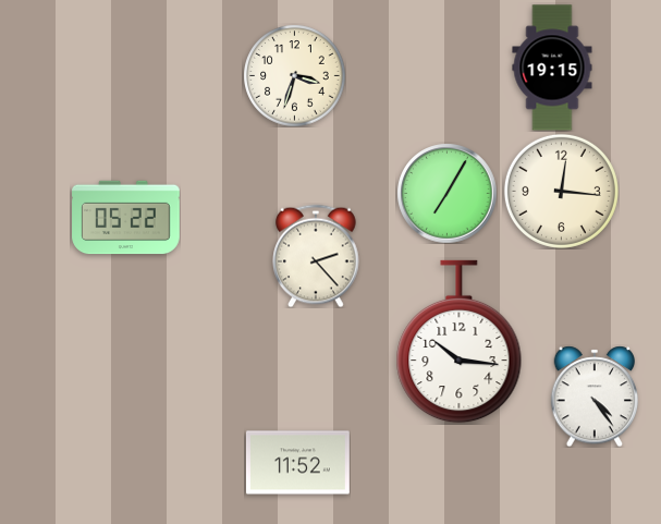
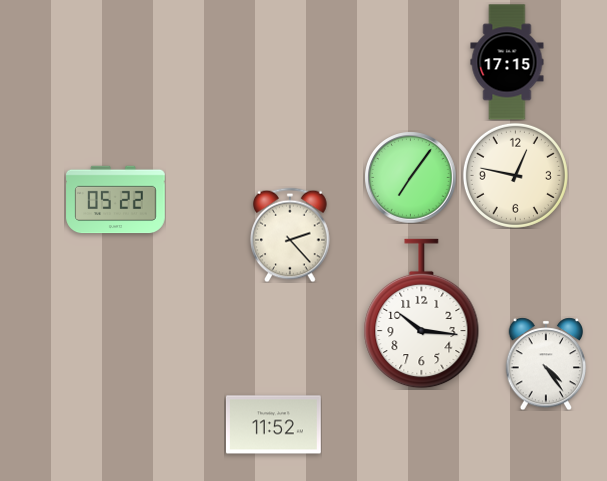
clock at (552, 68): 19:15 -> 17:15
clock at (294, 75): 3:33 -> none
clock at (561, 191): 12:16 -> 12:47
clock at (446, 193): 7:05 -> 7:06
